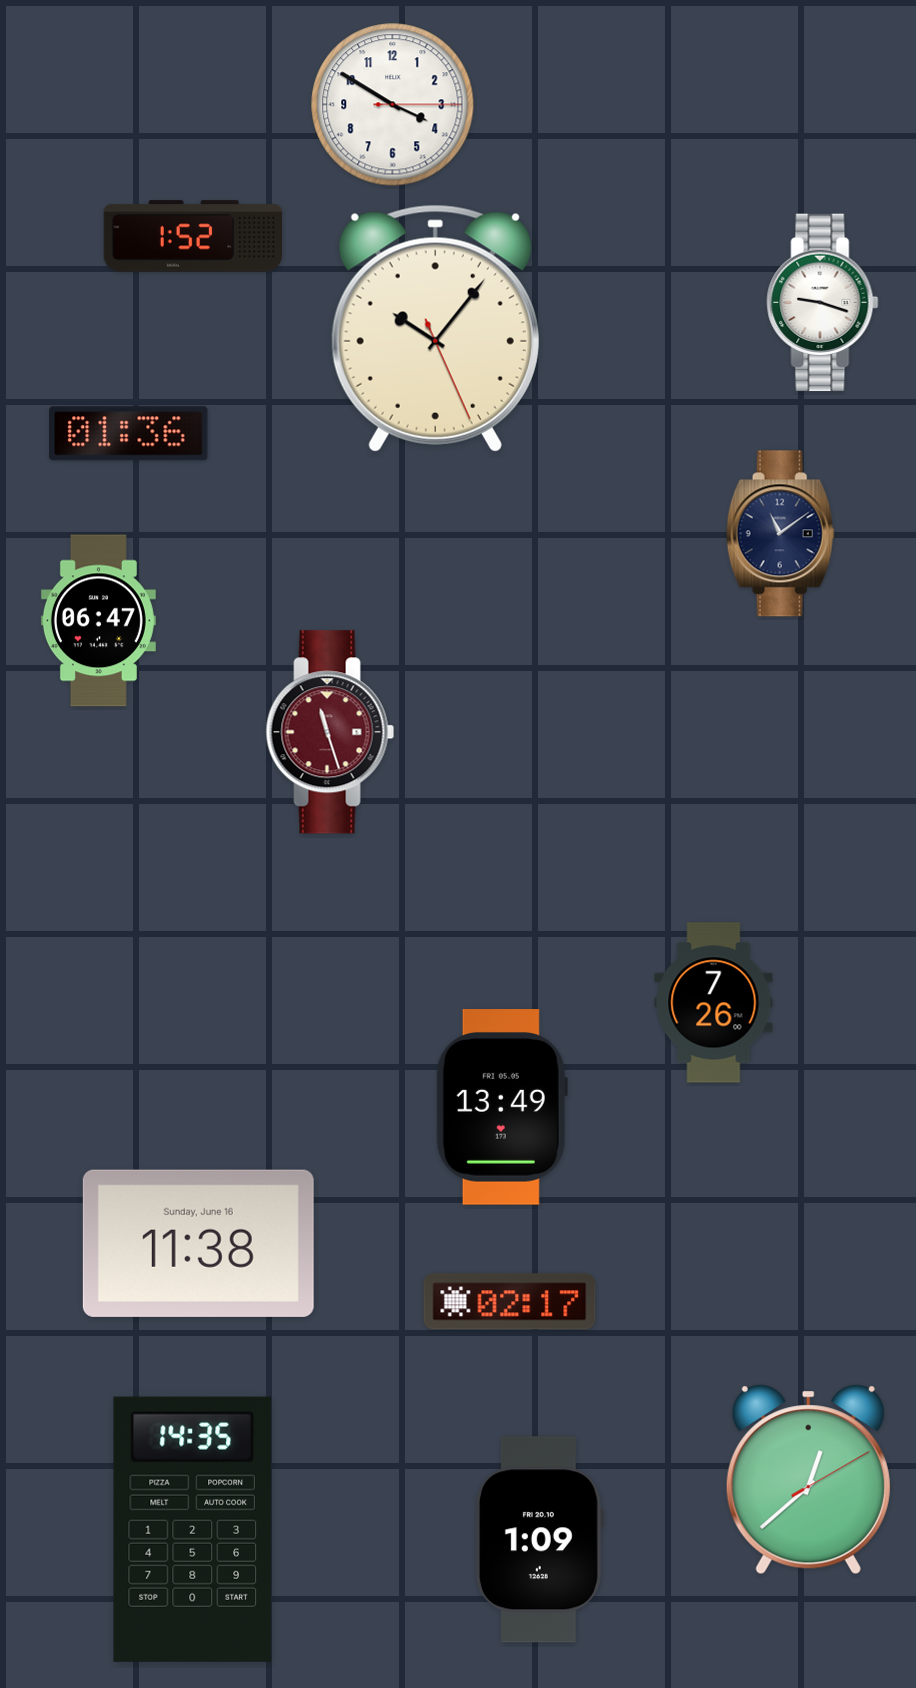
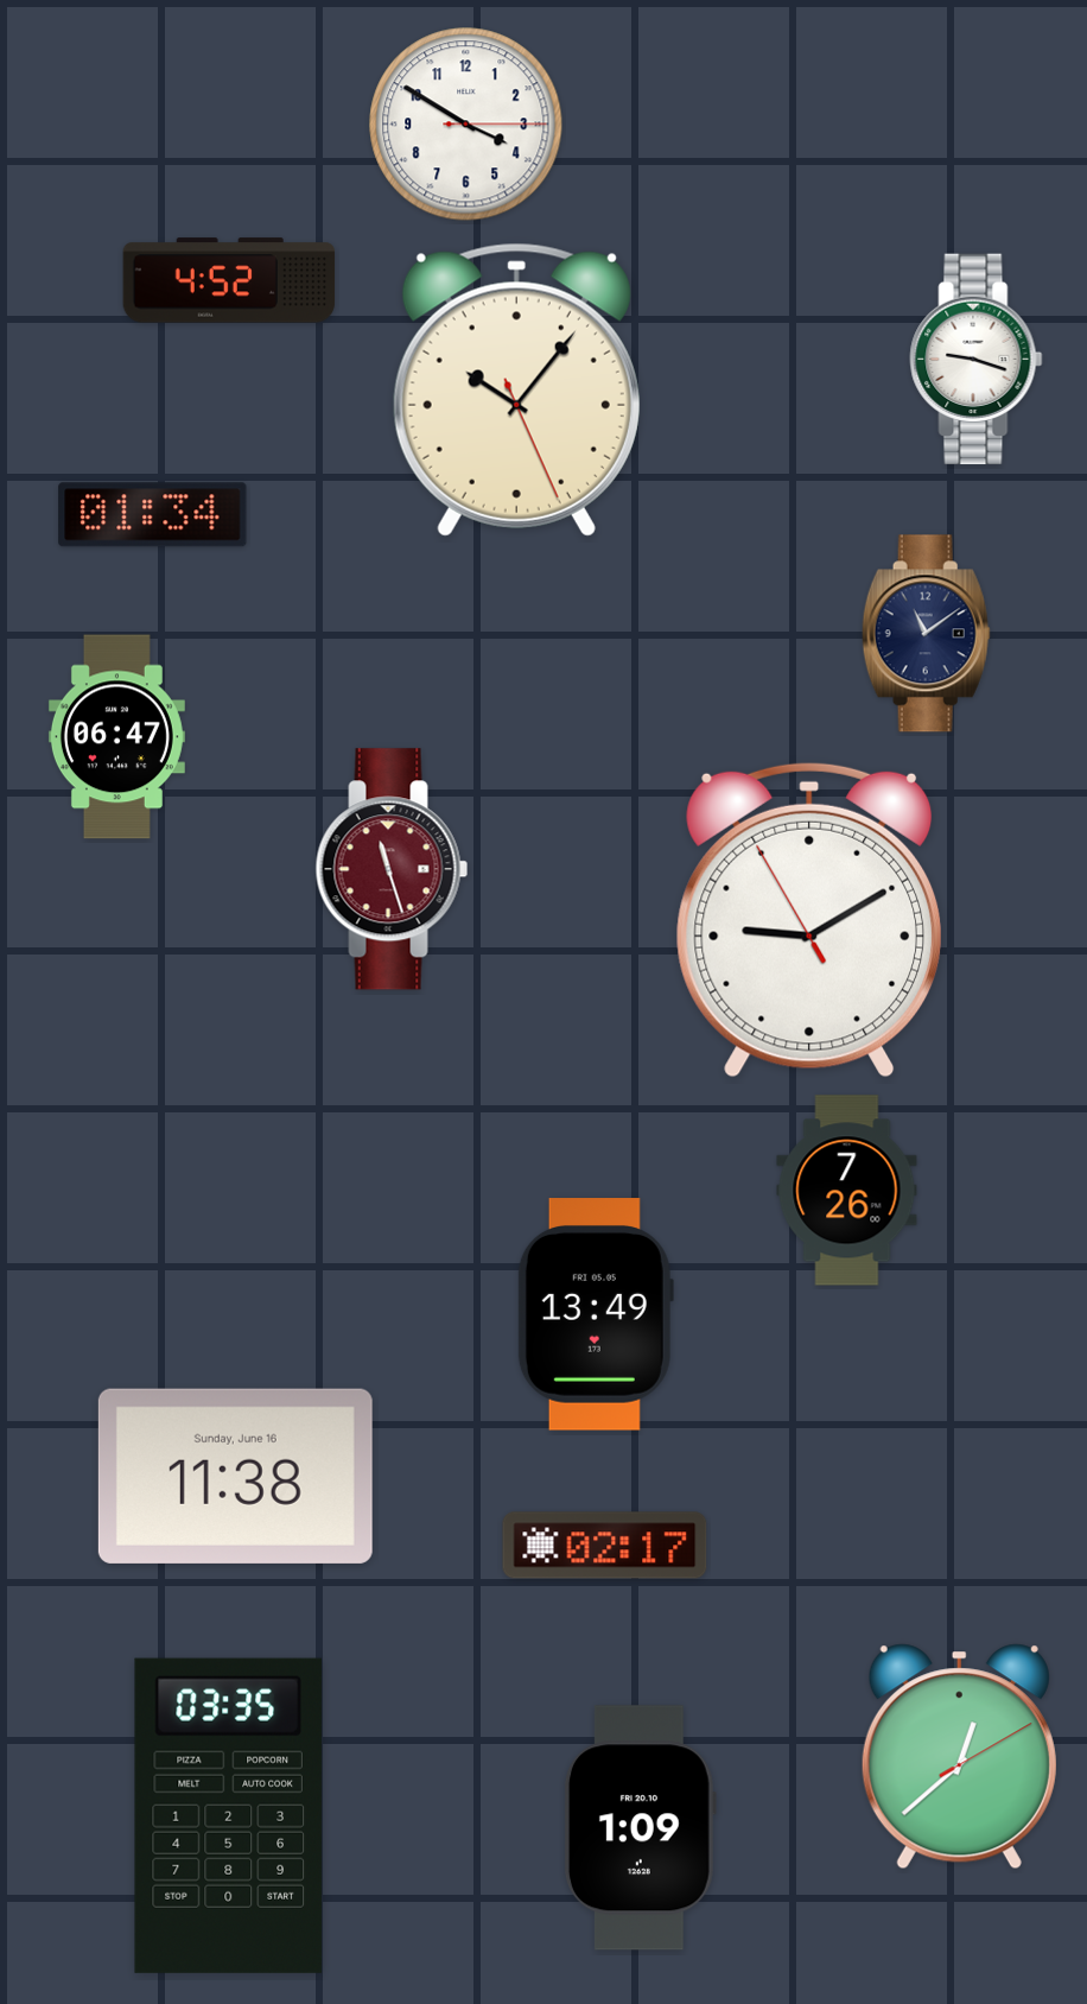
clock at (193, 236): 1:52 -> 4:52
clock at (129, 434): 01:36 -> 01:34
clock at (808, 920): none -> 9:09
clock at (192, 1529): 14:35 -> 03:35
